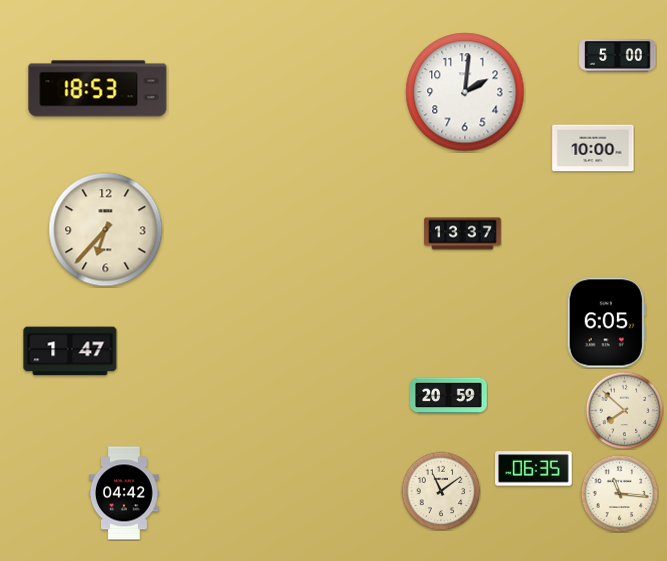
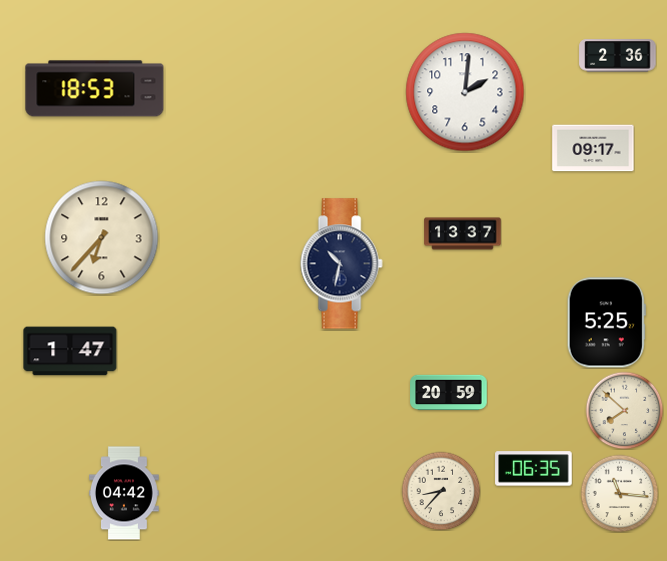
clock at (618, 56): 5:00 -> 2:36
clock at (98, 89) position: (98, 89) -> (95, 89)
clock at (593, 148): 10:00 -> 09:17
clock at (106, 230) position: (106, 230) -> (102, 238)
clock at (341, 264): none -> 10:32
clock at (606, 323): 6:05 -> 5:25
clock at (449, 396) position: (449, 396) -> (449, 393)
clock at (441, 491): 11:09 -> 8:37
